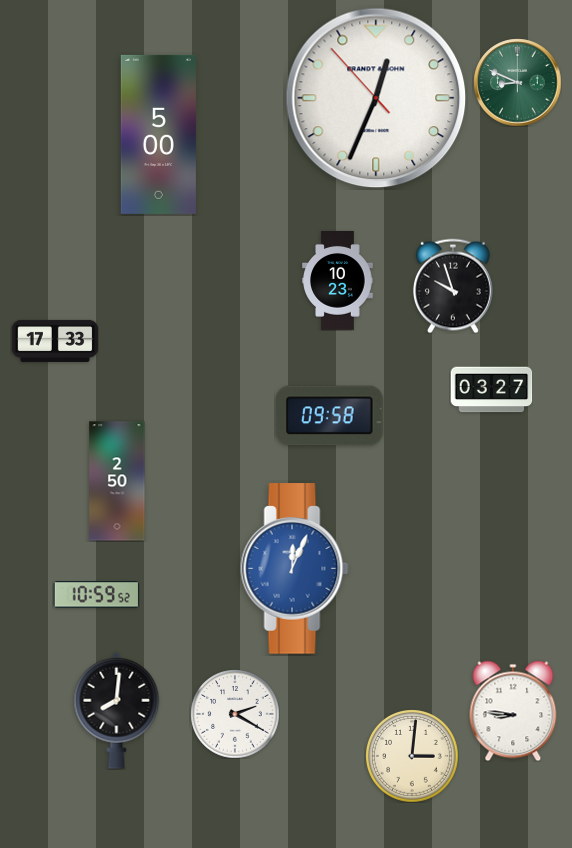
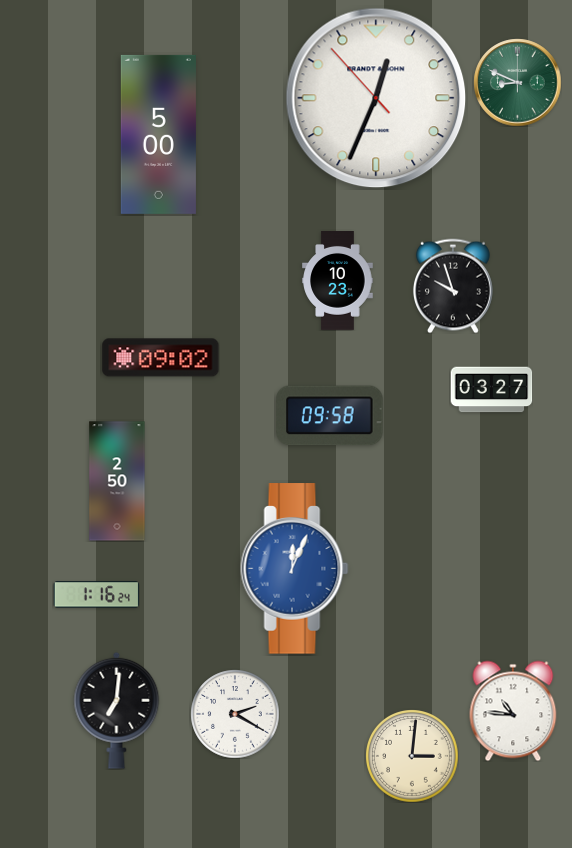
clock at (55, 341): 17:33 -> none
clock at (161, 358): none -> 09:02
clock at (96, 595): 10:59 -> 1:16
clock at (117, 710): 8:01 -> 7:01
clock at (513, 711): 8:46 -> 10:46
